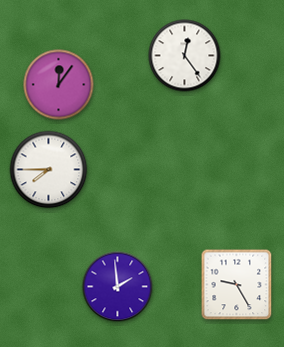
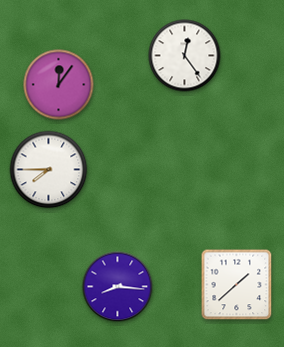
clock at (237, 285): 9:25 -> 1:38
clock at (118, 287): 1:59 -> 8:16
